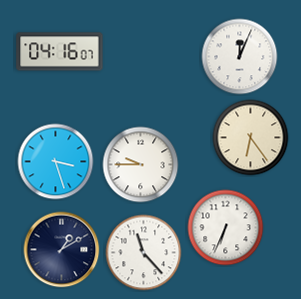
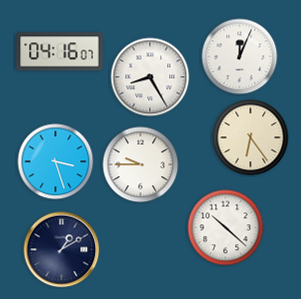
clock at (150, 77): none -> 8:25
clock at (226, 228): 6:34 -> 10:22
clock at (144, 253): 11:23 -> none
